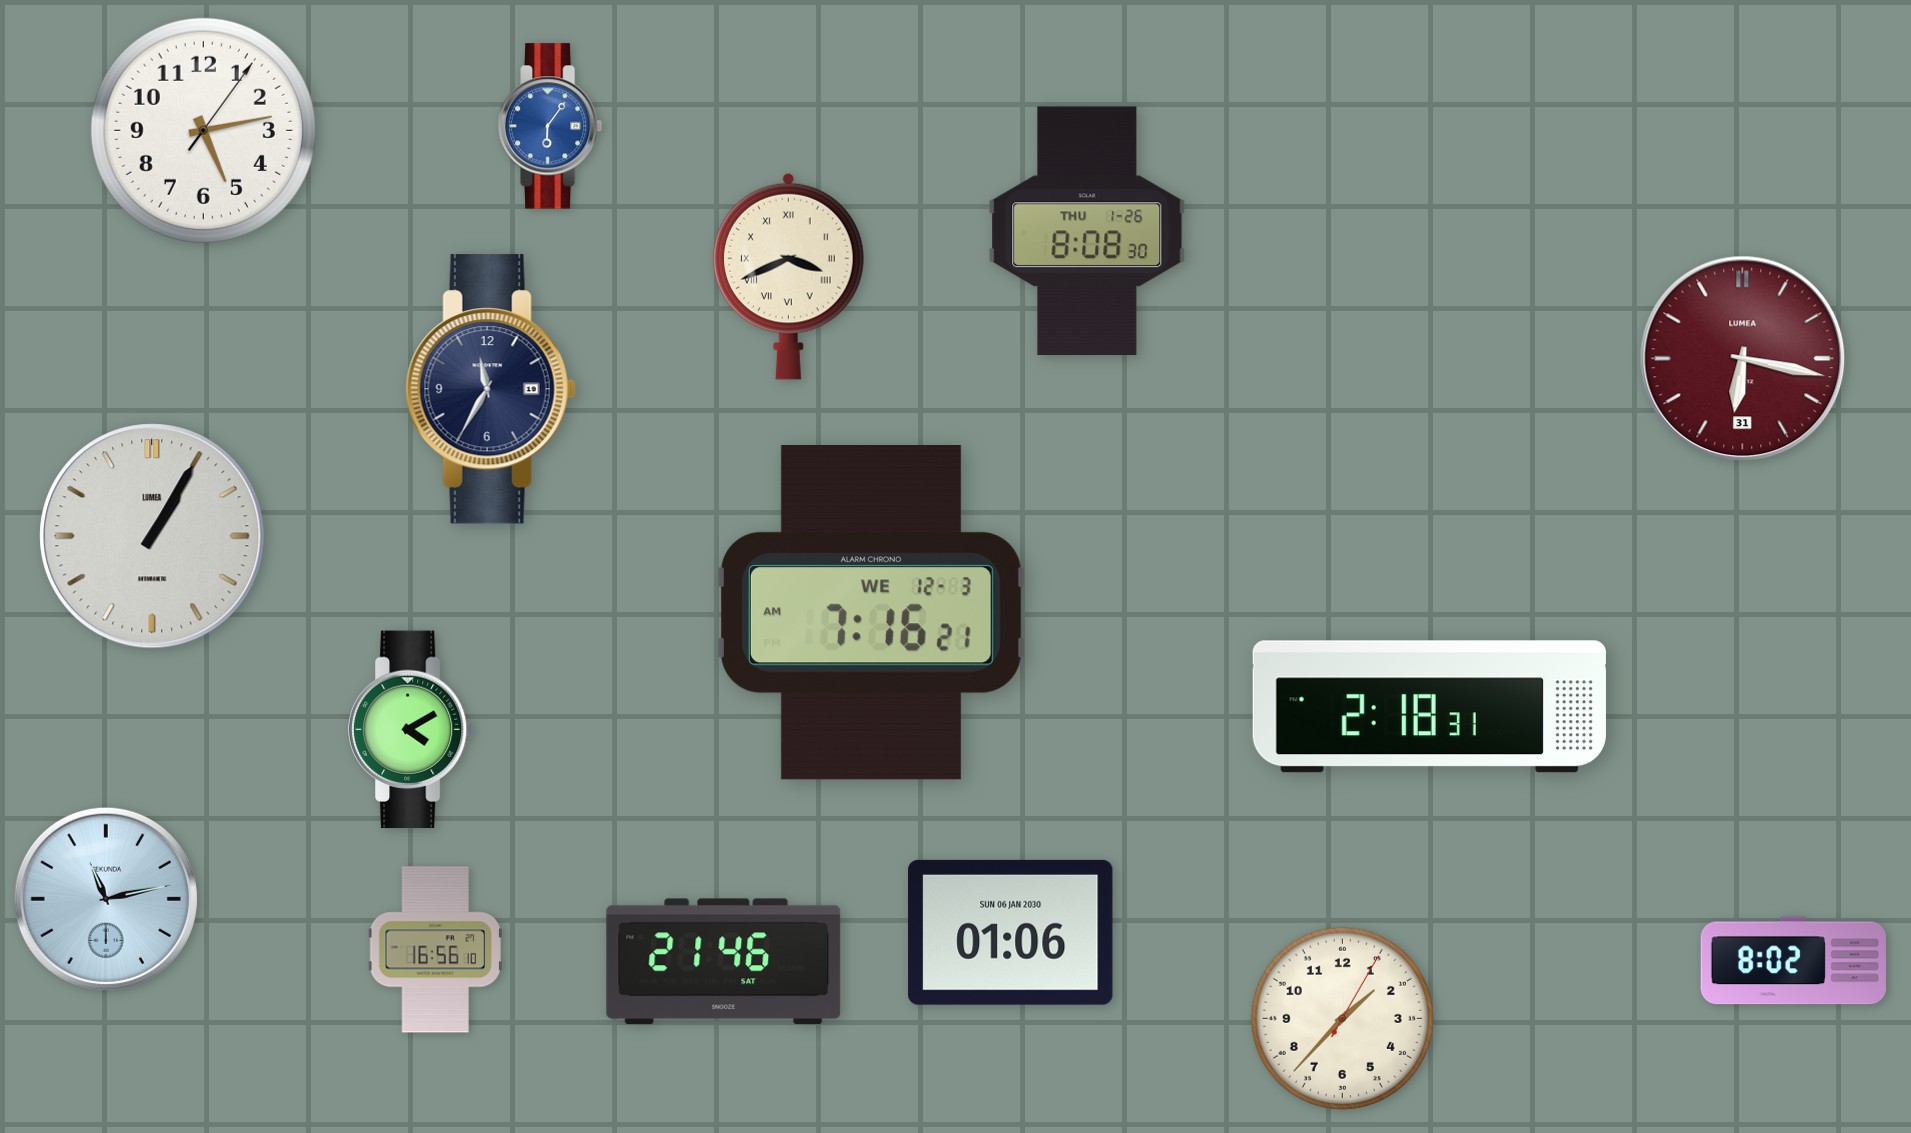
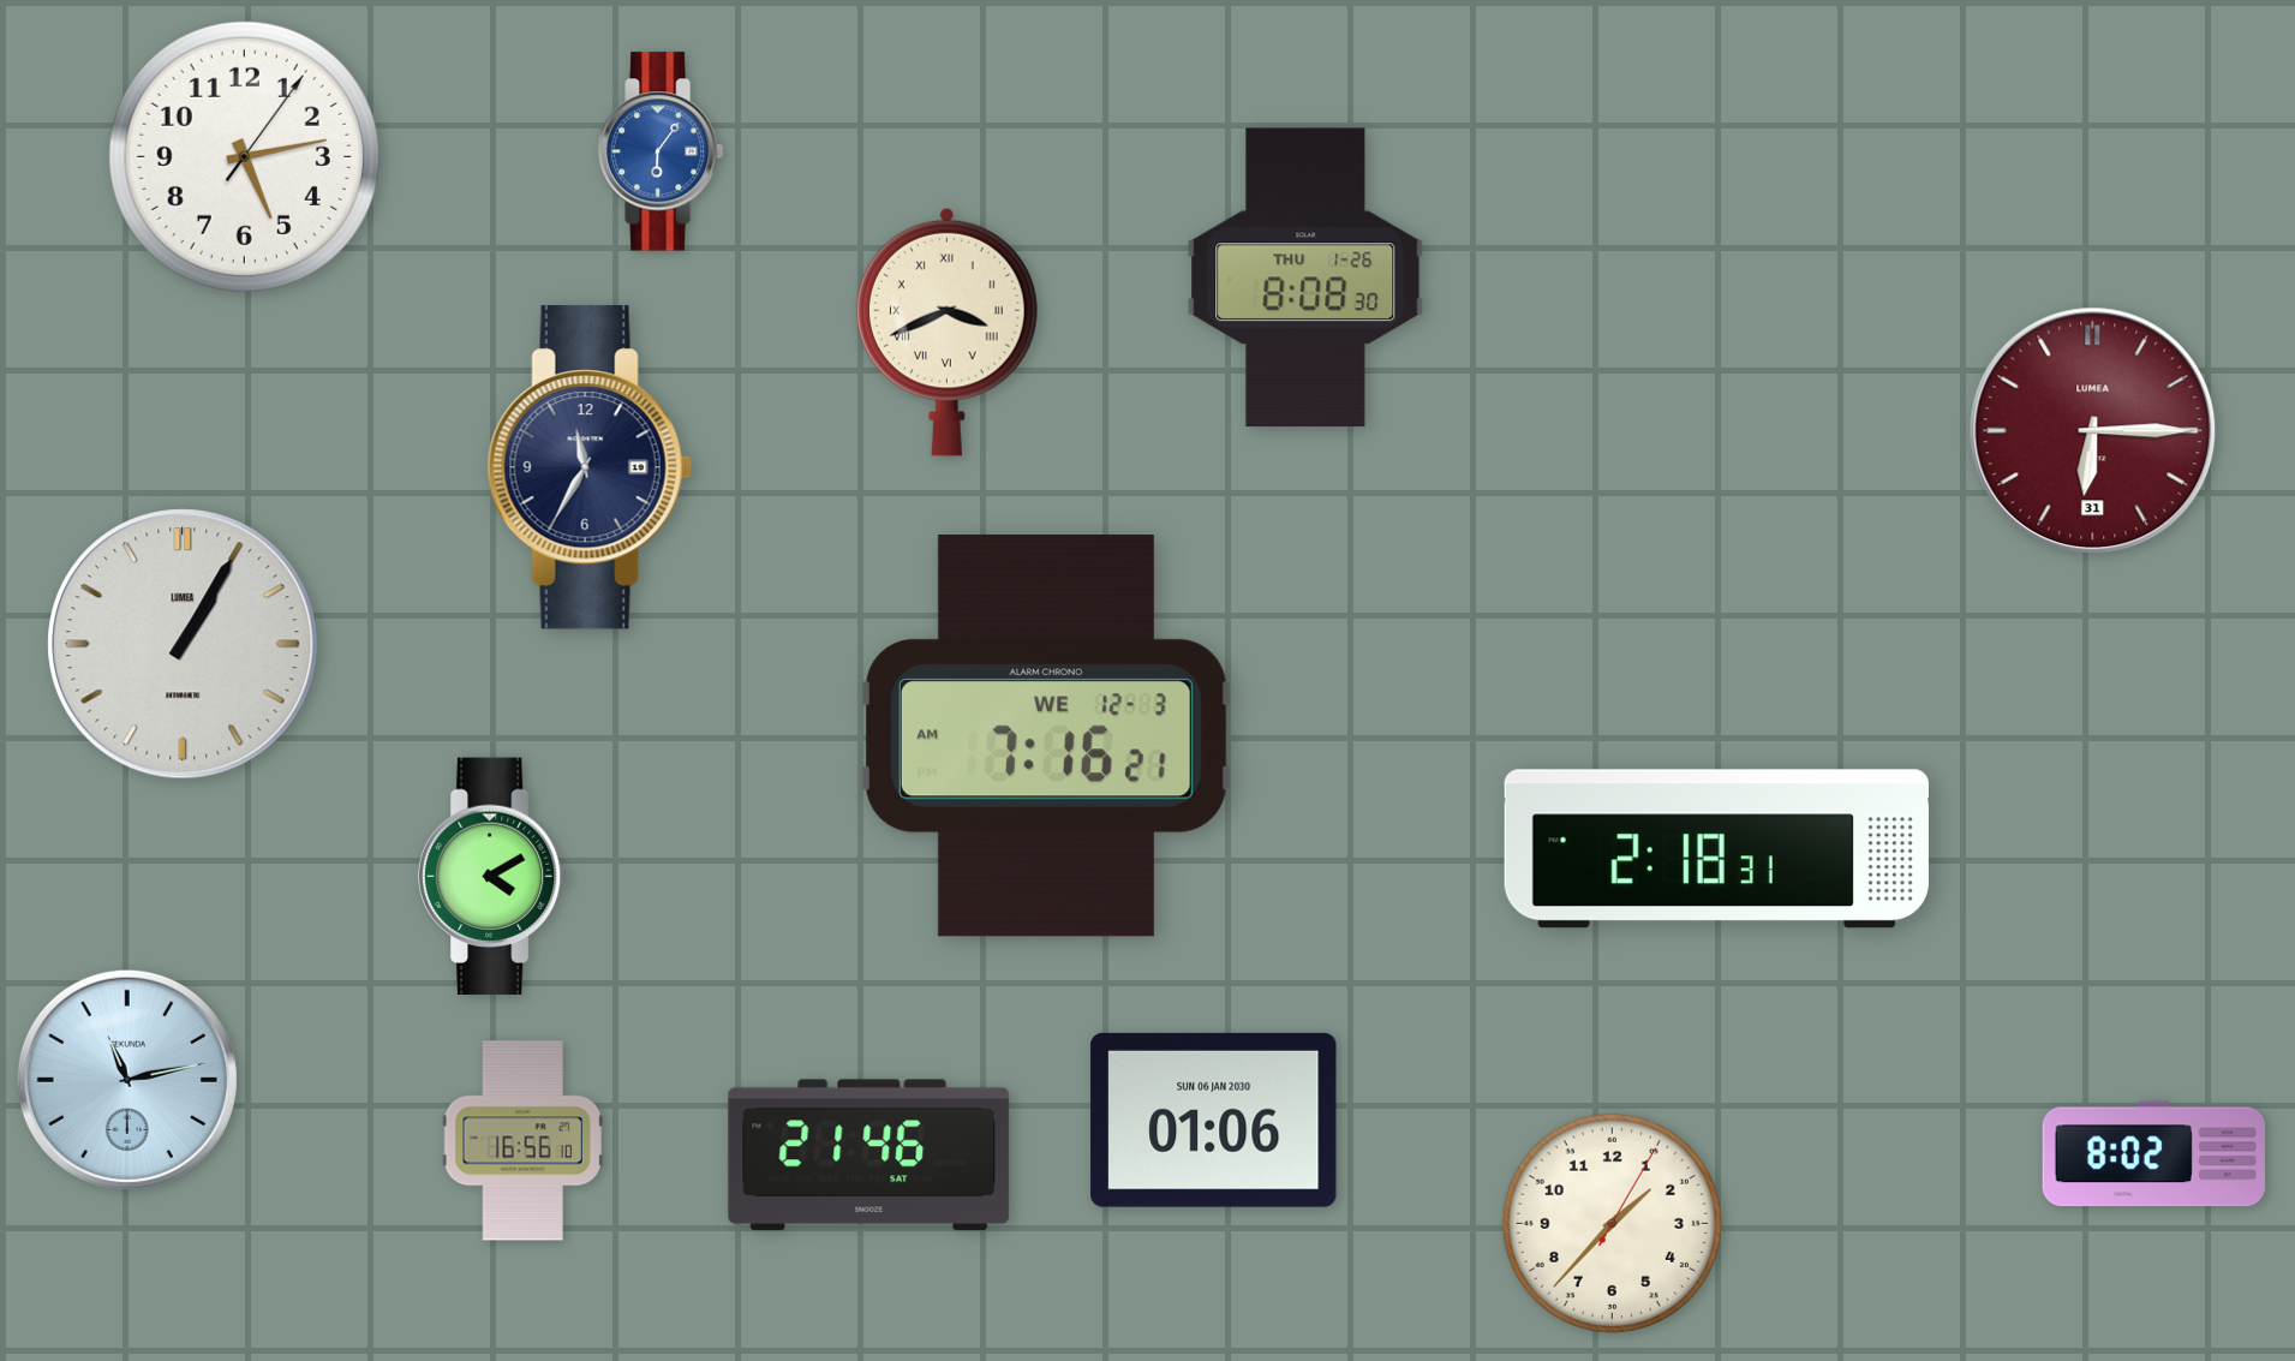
clock at (1743, 359): 6:17 -> 6:15
